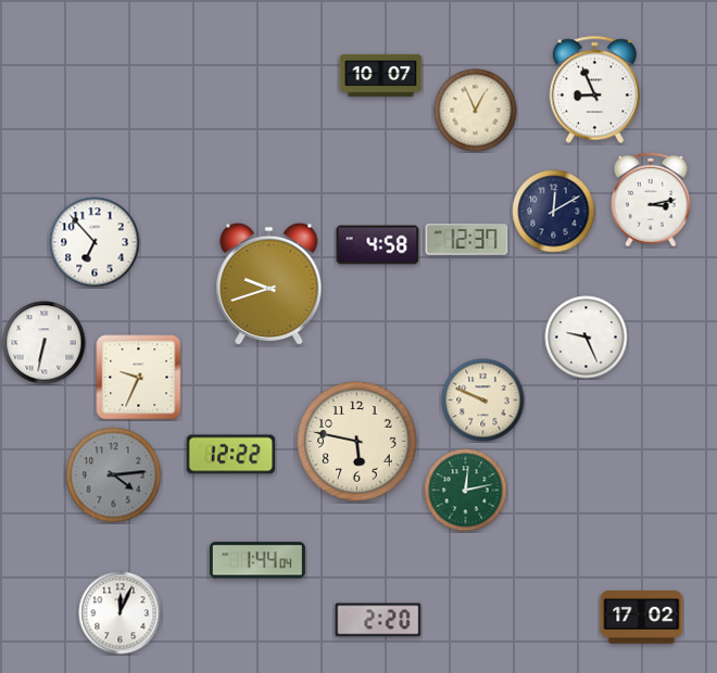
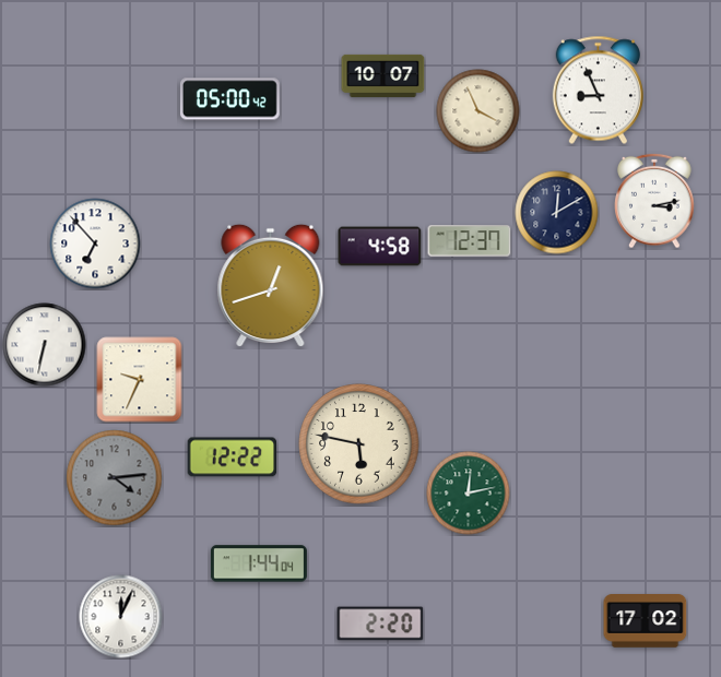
clock at (229, 99): none -> 05:00
clock at (476, 111): 12:56 -> 3:56
clock at (269, 283): 9:42 -> 12:42
clock at (587, 338): 9:26 -> none
clock at (483, 401): 9:49 -> none
